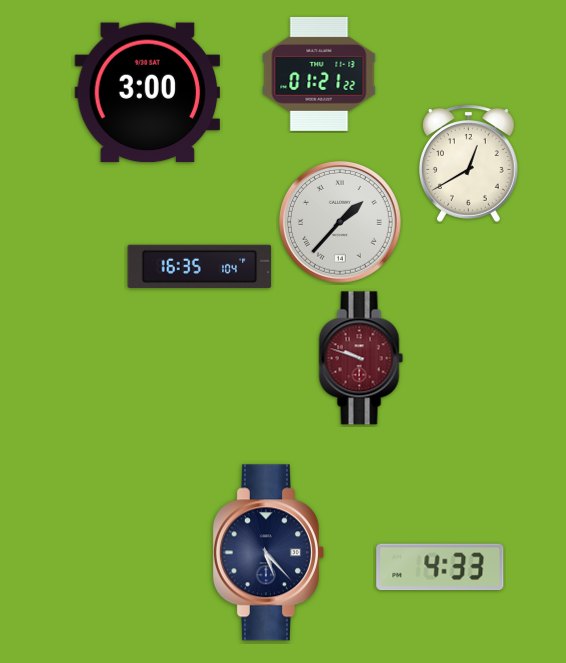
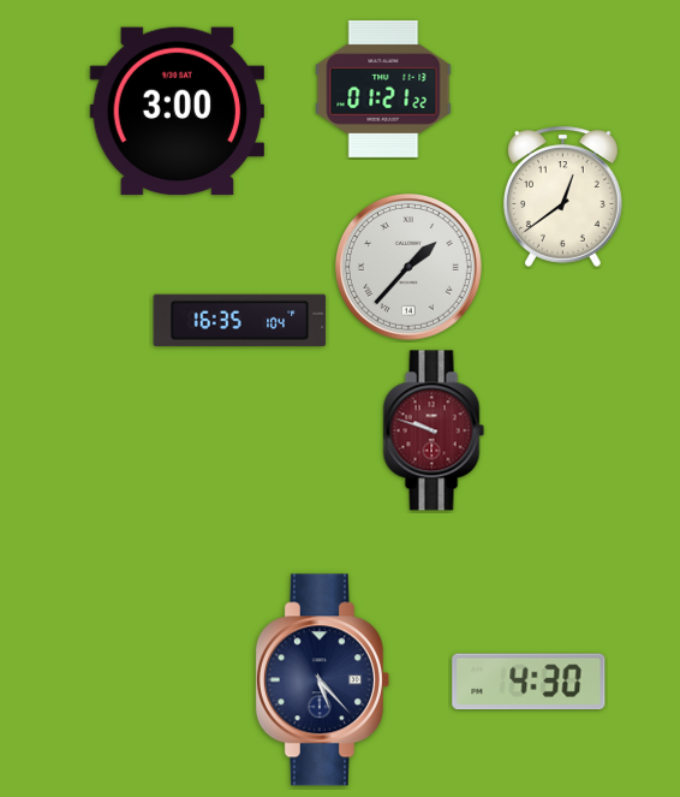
clock at (468, 163): 12:40 -> 12:39
clock at (268, 553) position: (268, 553) -> (322, 680)
clock at (440, 567): 4:33 -> 4:30
